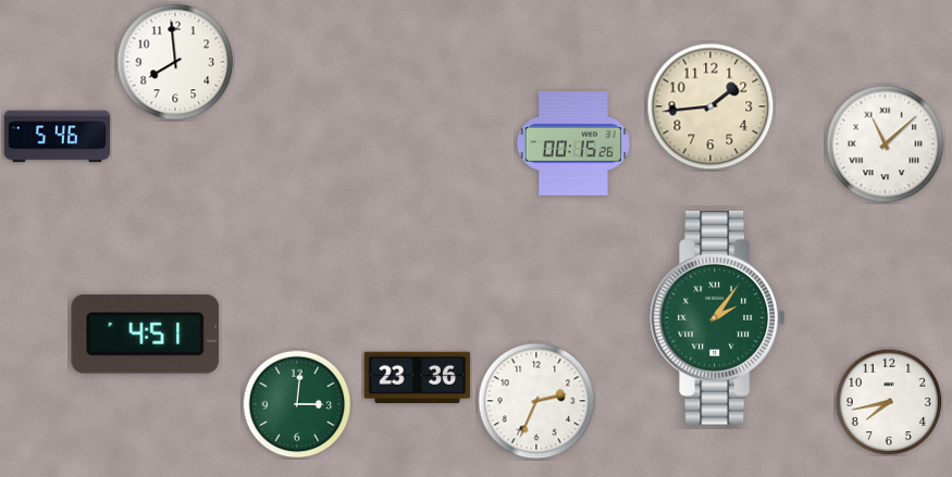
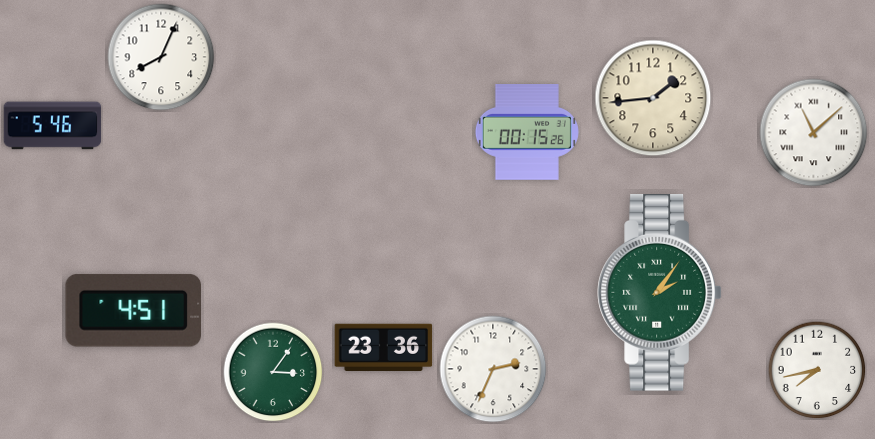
clock at (175, 62): 7:59 -> 8:04
clock at (145, 334) position: (145, 334) -> (133, 310)
clock at (297, 404): 3:01 -> 3:06
